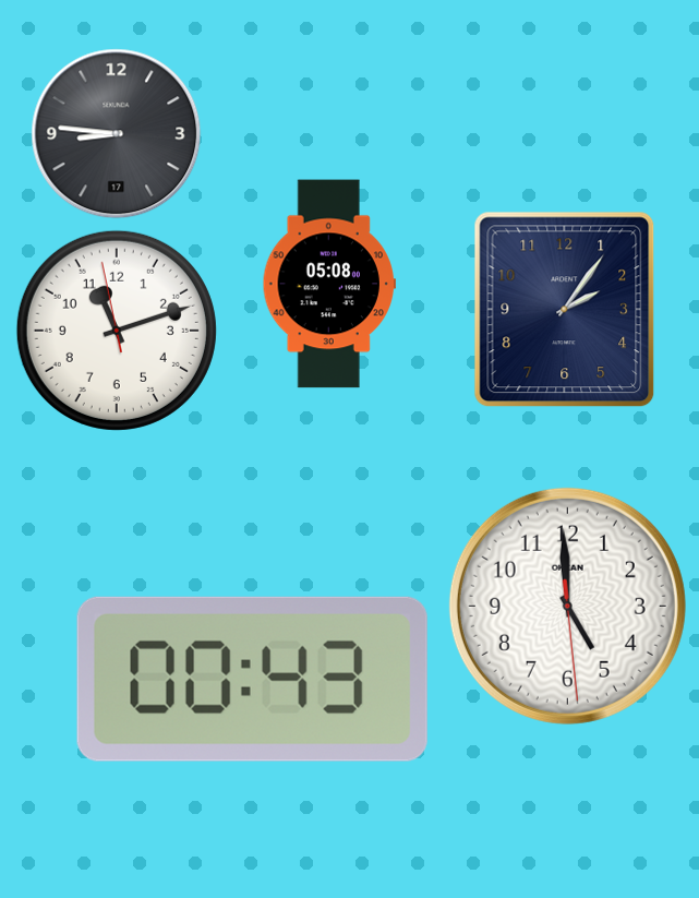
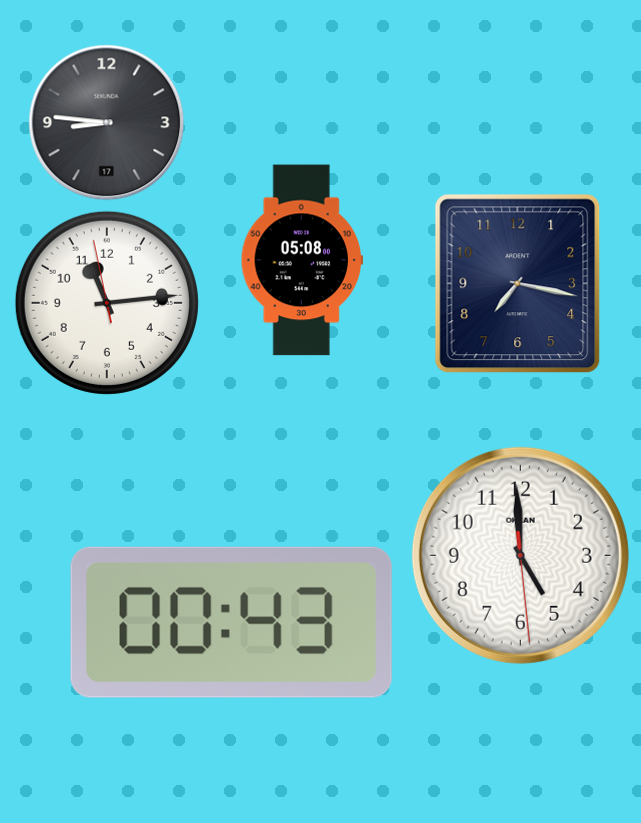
clock at (565, 310): 2:06 -> 7:17
clock at (117, 331): 11:11 -> 11:13
